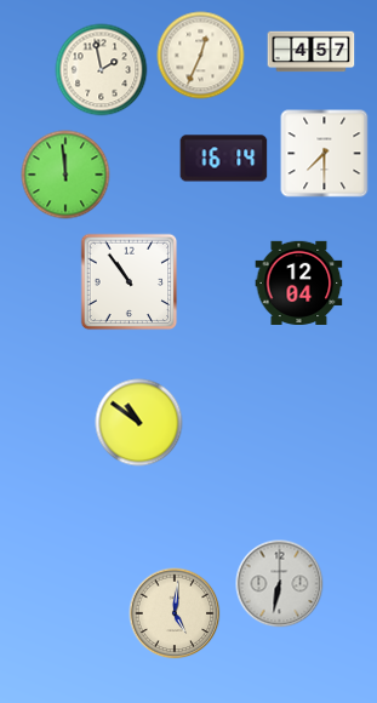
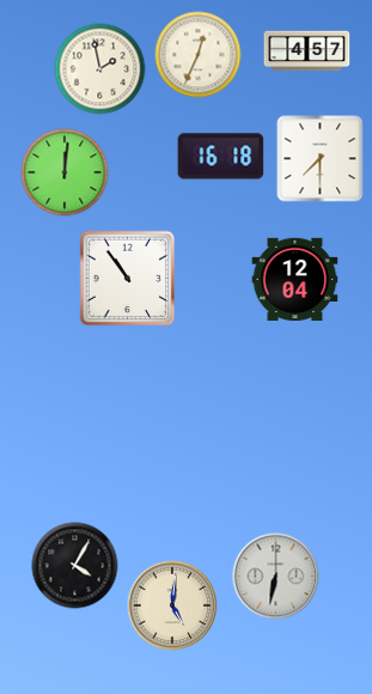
clock at (325, 154) position: (325, 154) -> (321, 159)
clock at (224, 159): 16:14 -> 16:18
clock at (65, 175): 11:59 -> 12:01
clock at (139, 423): 10:51 -> none
clock at (75, 566): none -> 4:05
